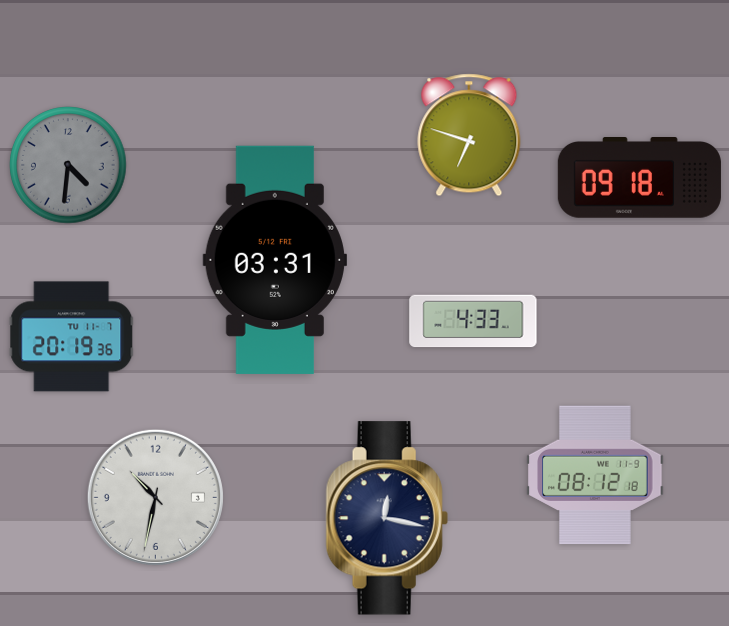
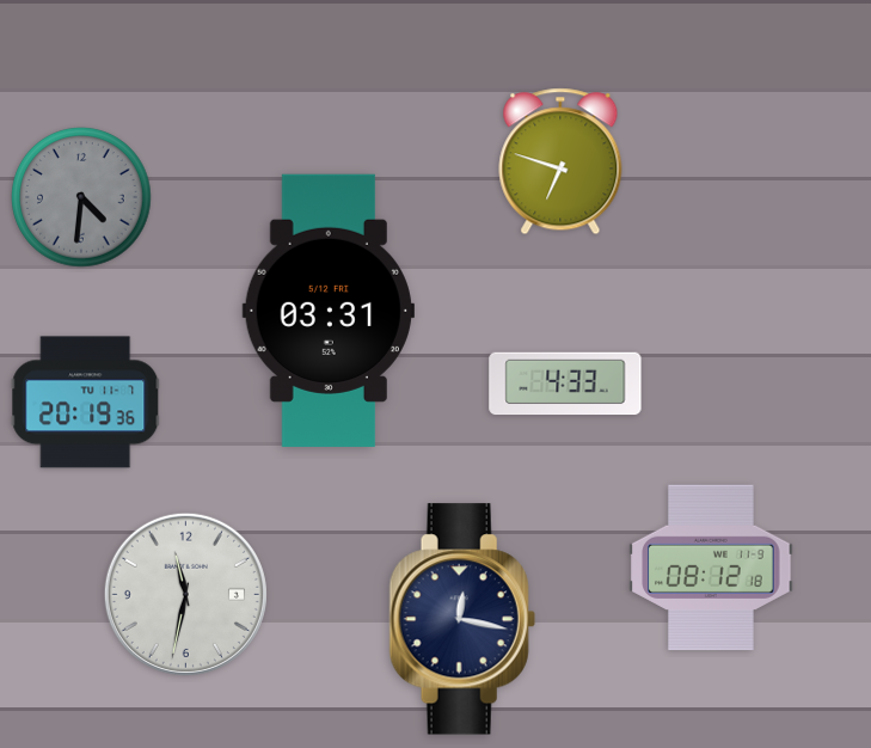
clock at (639, 178): 09:18 -> none
clock at (155, 497): 10:32 -> 11:32
